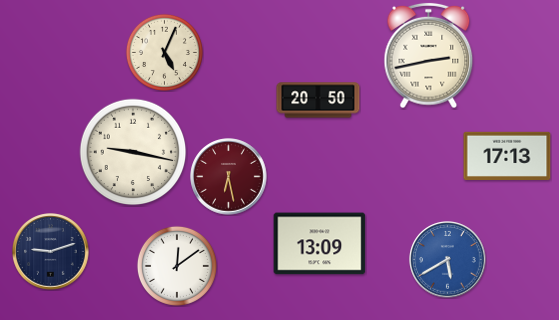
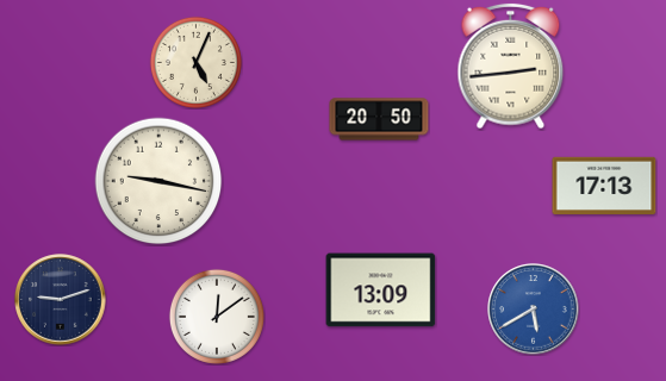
clock at (429, 56): 2:43 -> 2:44
clock at (229, 177): 6:28 -> none
clock at (177, 266) position: (177, 266) -> (217, 317)
